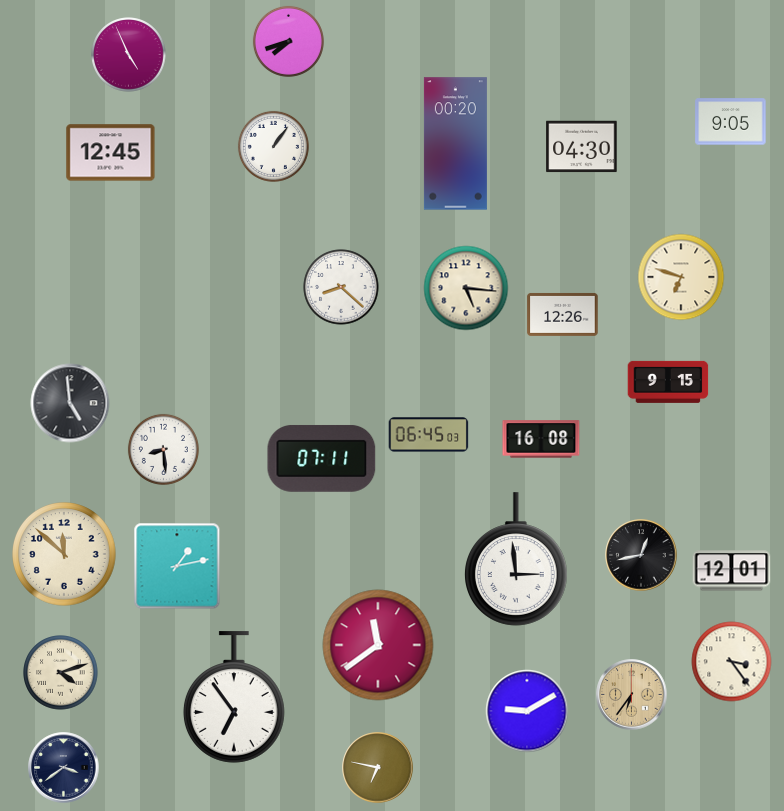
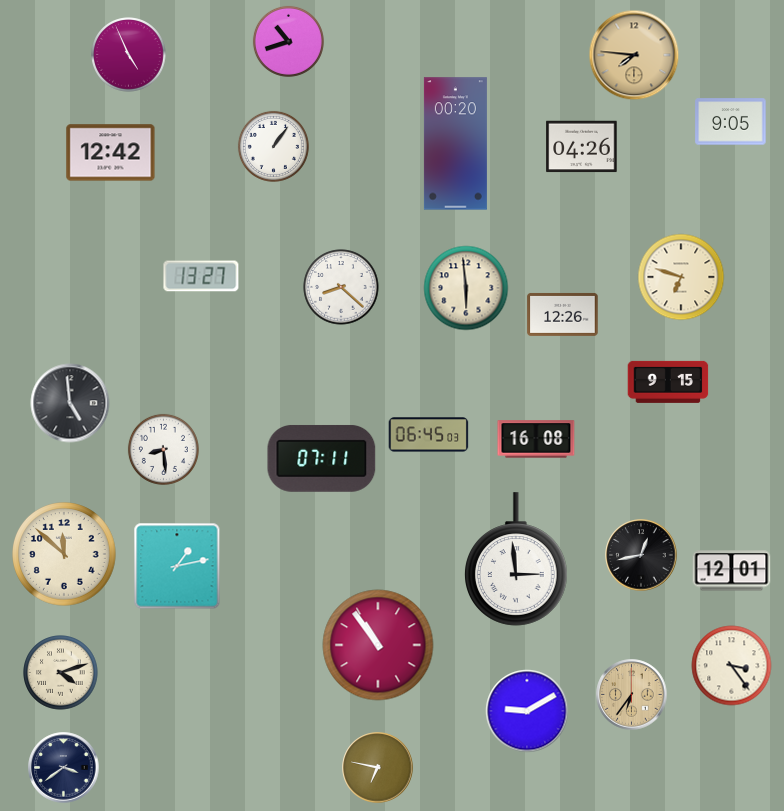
clock at (288, 41): 7:42 -> 10:42
clock at (634, 55): none -> 7:46
clock at (582, 147): 04:30 -> 04:26
clock at (111, 153): 12:45 -> 12:42
clock at (201, 276): none -> 13:27
clock at (466, 288): 5:16 -> 5:59
clock at (541, 439) position: (541, 439) -> (536, 439)
clock at (378, 645): 11:39 -> 10:54
clock at (732, 662) position: (732, 662) -> (732, 666)
clock at (234, 697): 6:54 -> none
